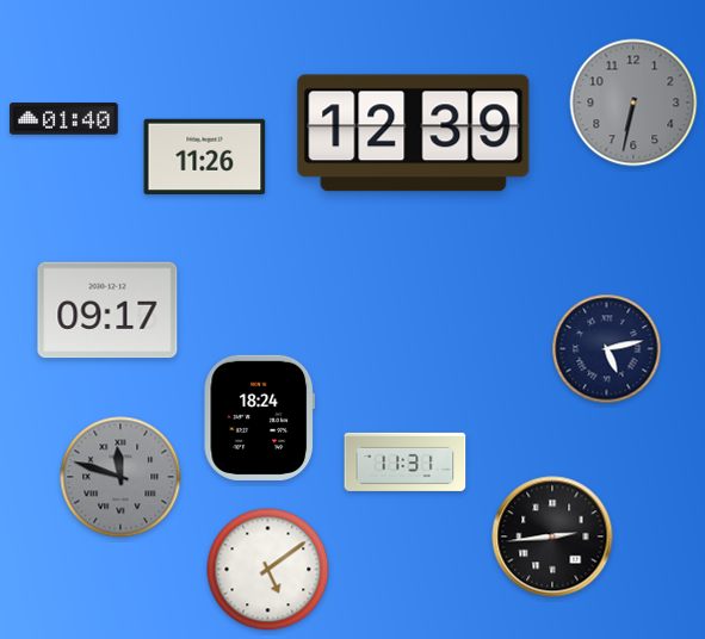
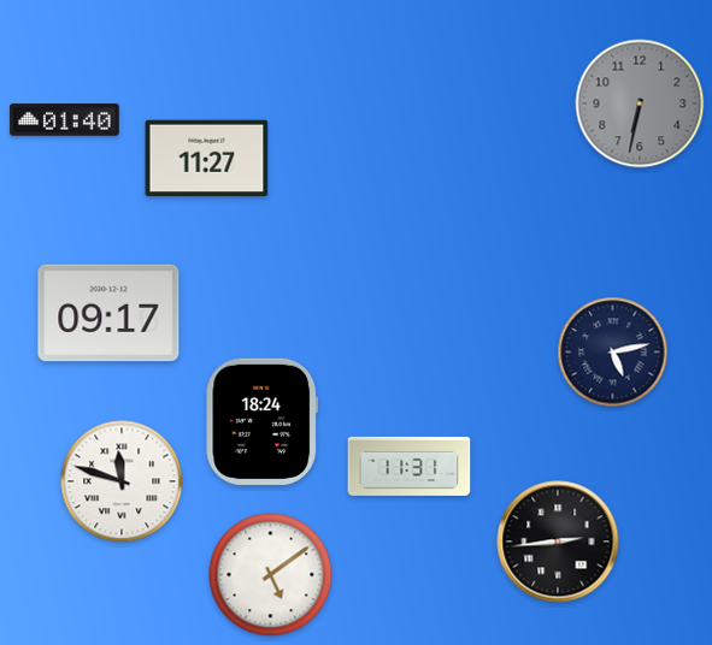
clock at (414, 134): 12:39 -> none
clock at (205, 157): 11:26 -> 11:27
clock at (120, 477) dial: grey -> white
